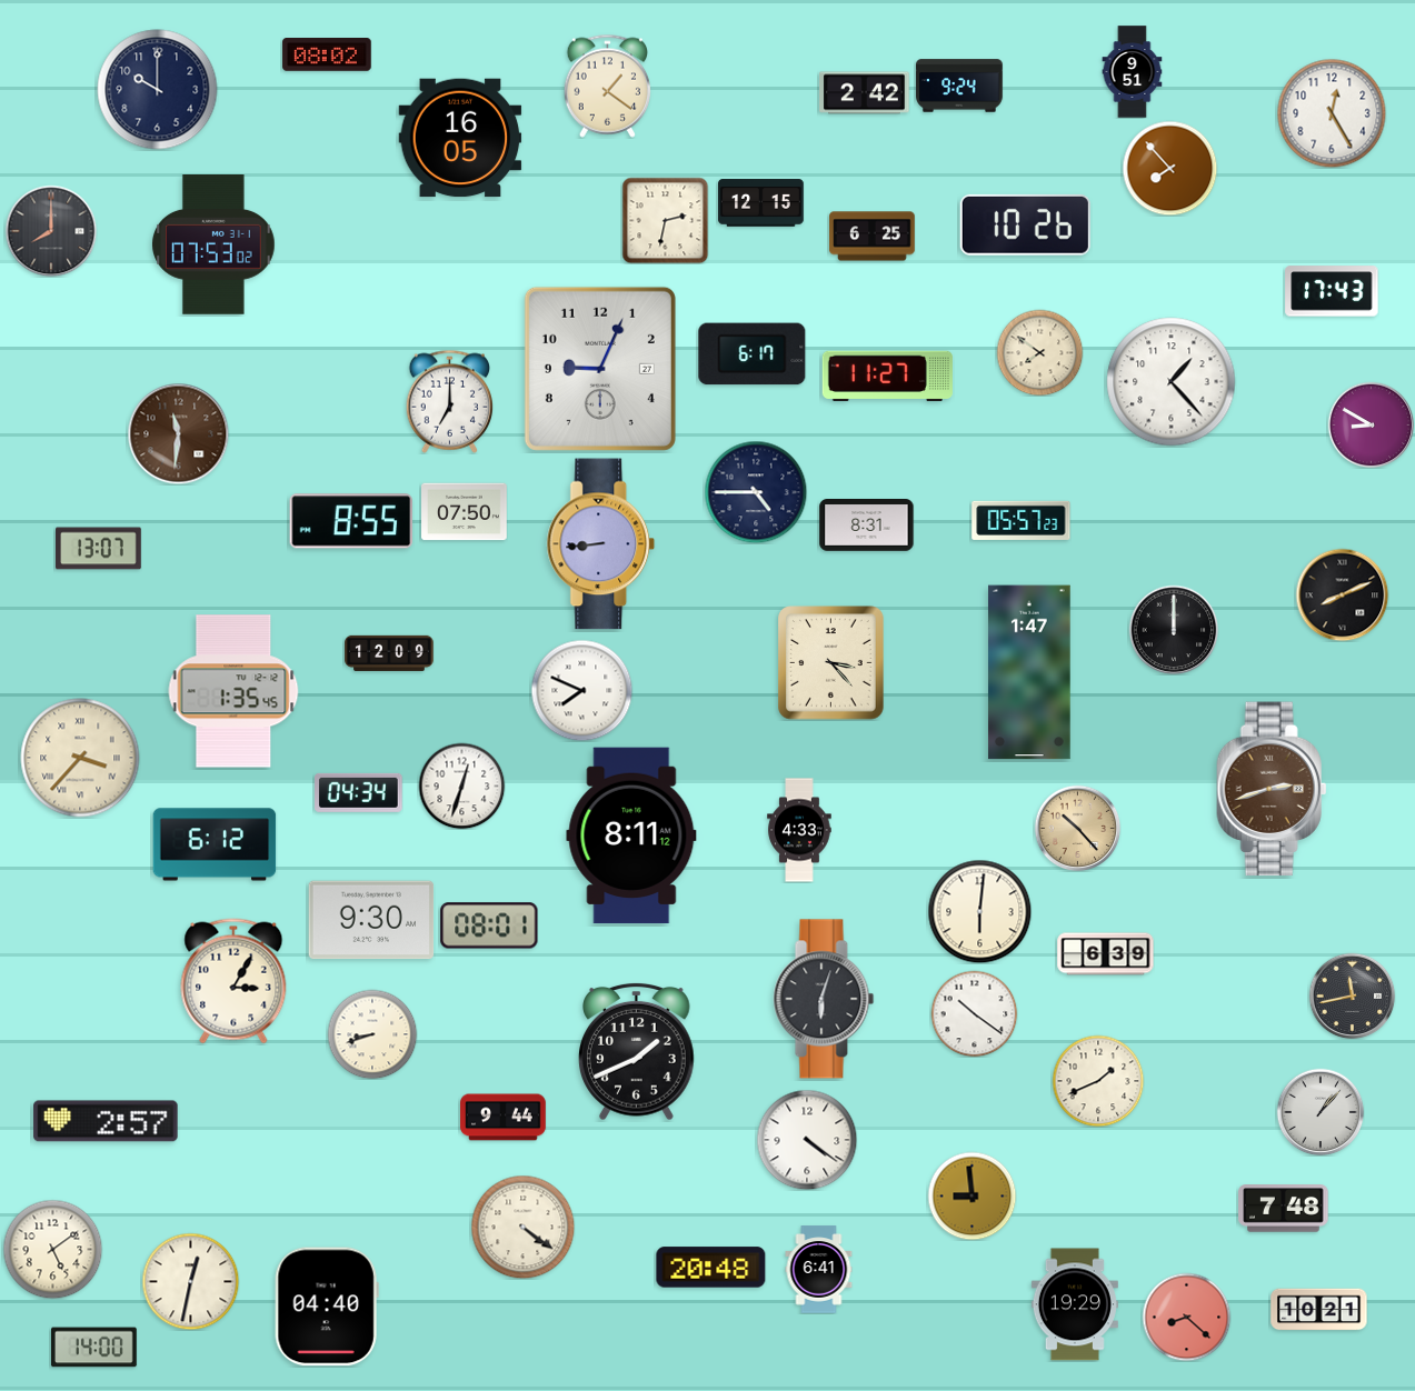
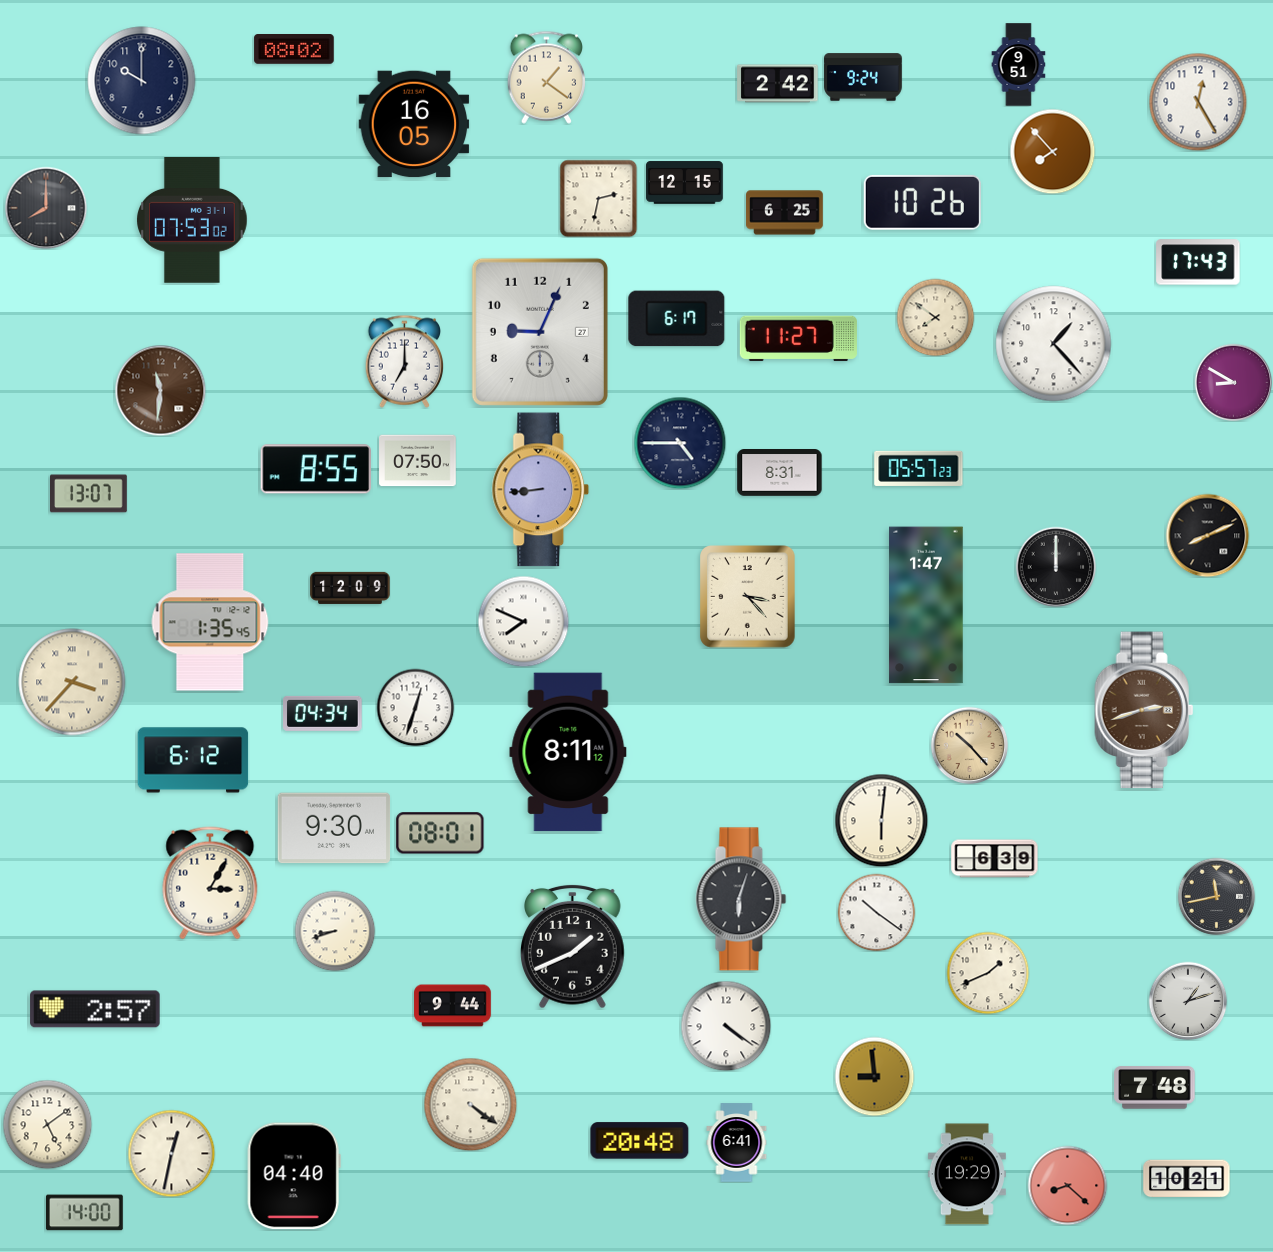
clock at (799, 830): 4:33 -> none
clock at (1321, 1112): 1:07 -> 1:12
